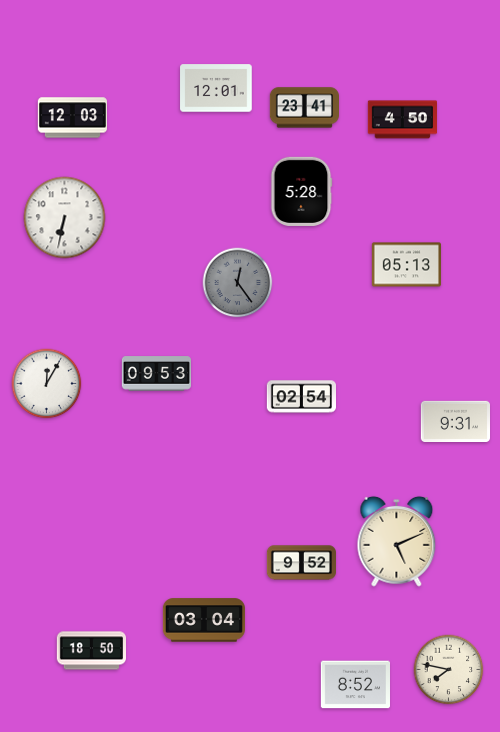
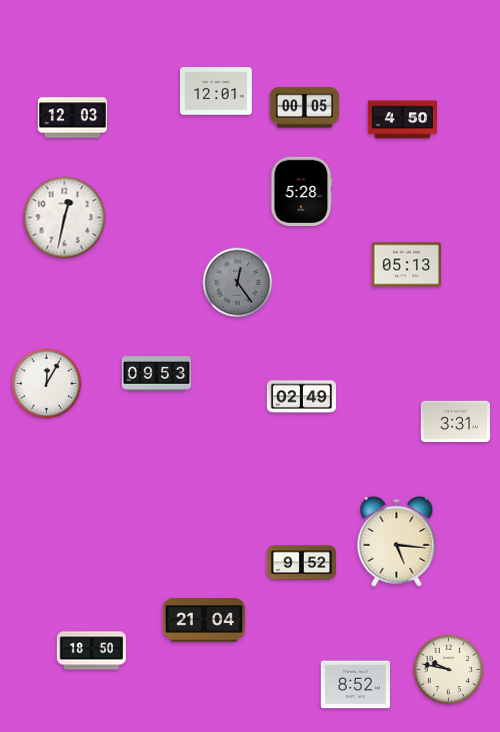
clock at (216, 88) position: (216, 88) -> (216, 91)
clock at (304, 108): 23:41 -> 00:05
clock at (65, 218): 6:32 -> 12:32
clock at (301, 397): 02:54 -> 02:49
clock at (455, 421): 9:31 -> 3:31
clock at (397, 541): 5:11 -> 5:16
clock at (204, 620): 03:04 -> 21:04
clock at (449, 670): 7:47 -> 9:47
